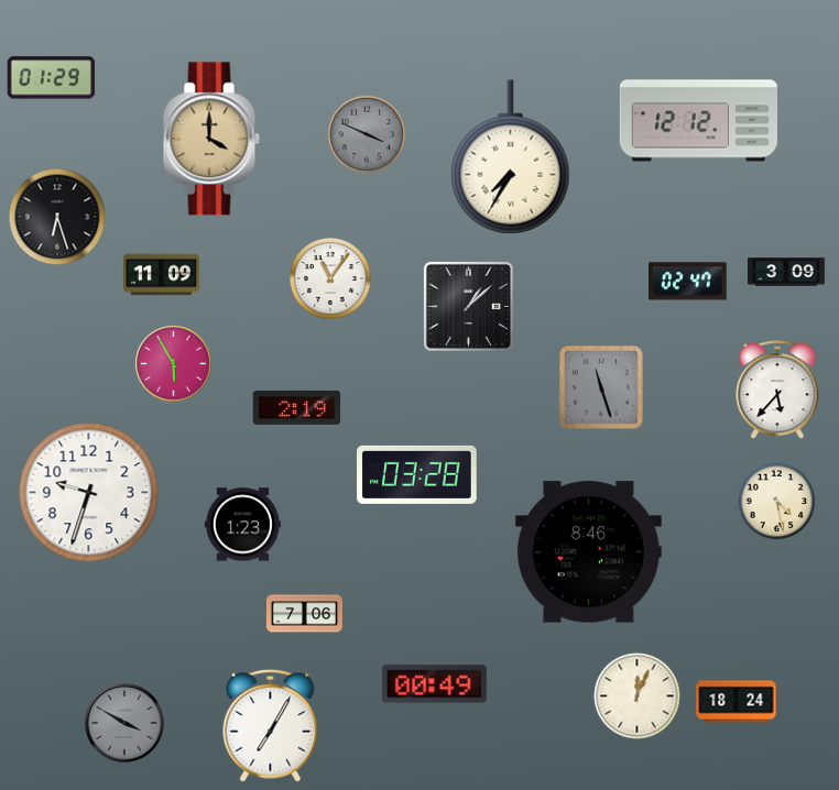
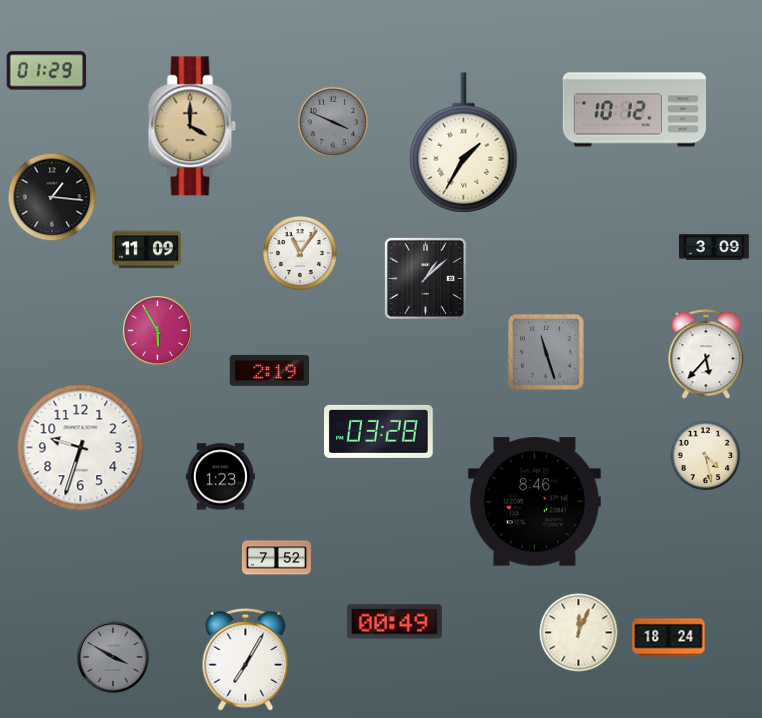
clock at (698, 121): 12:12 -> 10:12
clock at (511, 157): 7:35 -> 1:35
clock at (57, 217): 6:27 -> 1:16
clock at (688, 282): 02:47 -> none
clock at (304, 614): 7:06 -> 7:52
